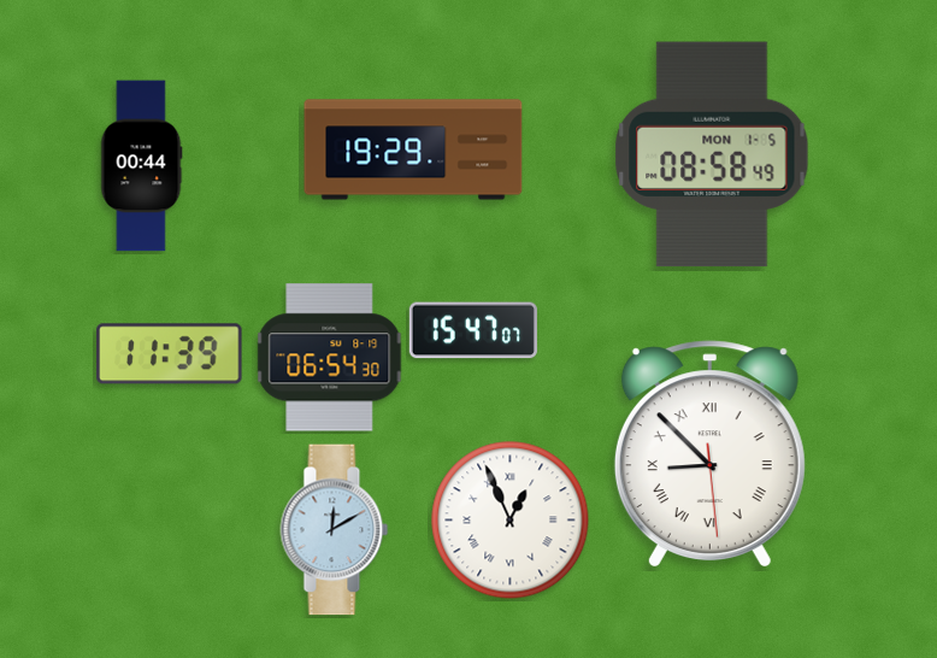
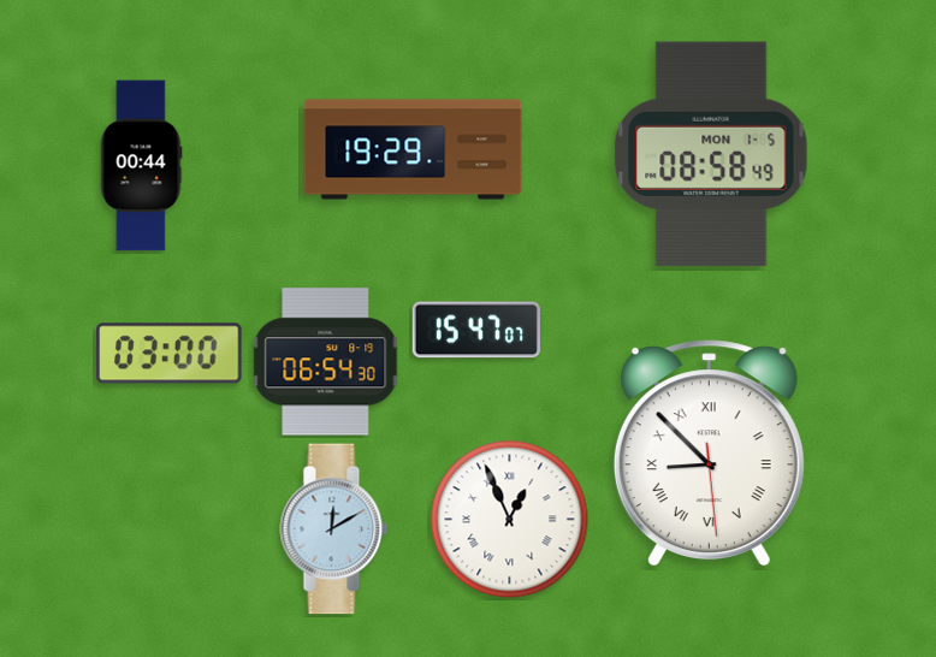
clock at (473, 330) position: (473, 330) -> (476, 330)
clock at (170, 354): 11:39 -> 03:00
clock at (330, 358) position: (330, 358) -> (326, 362)
